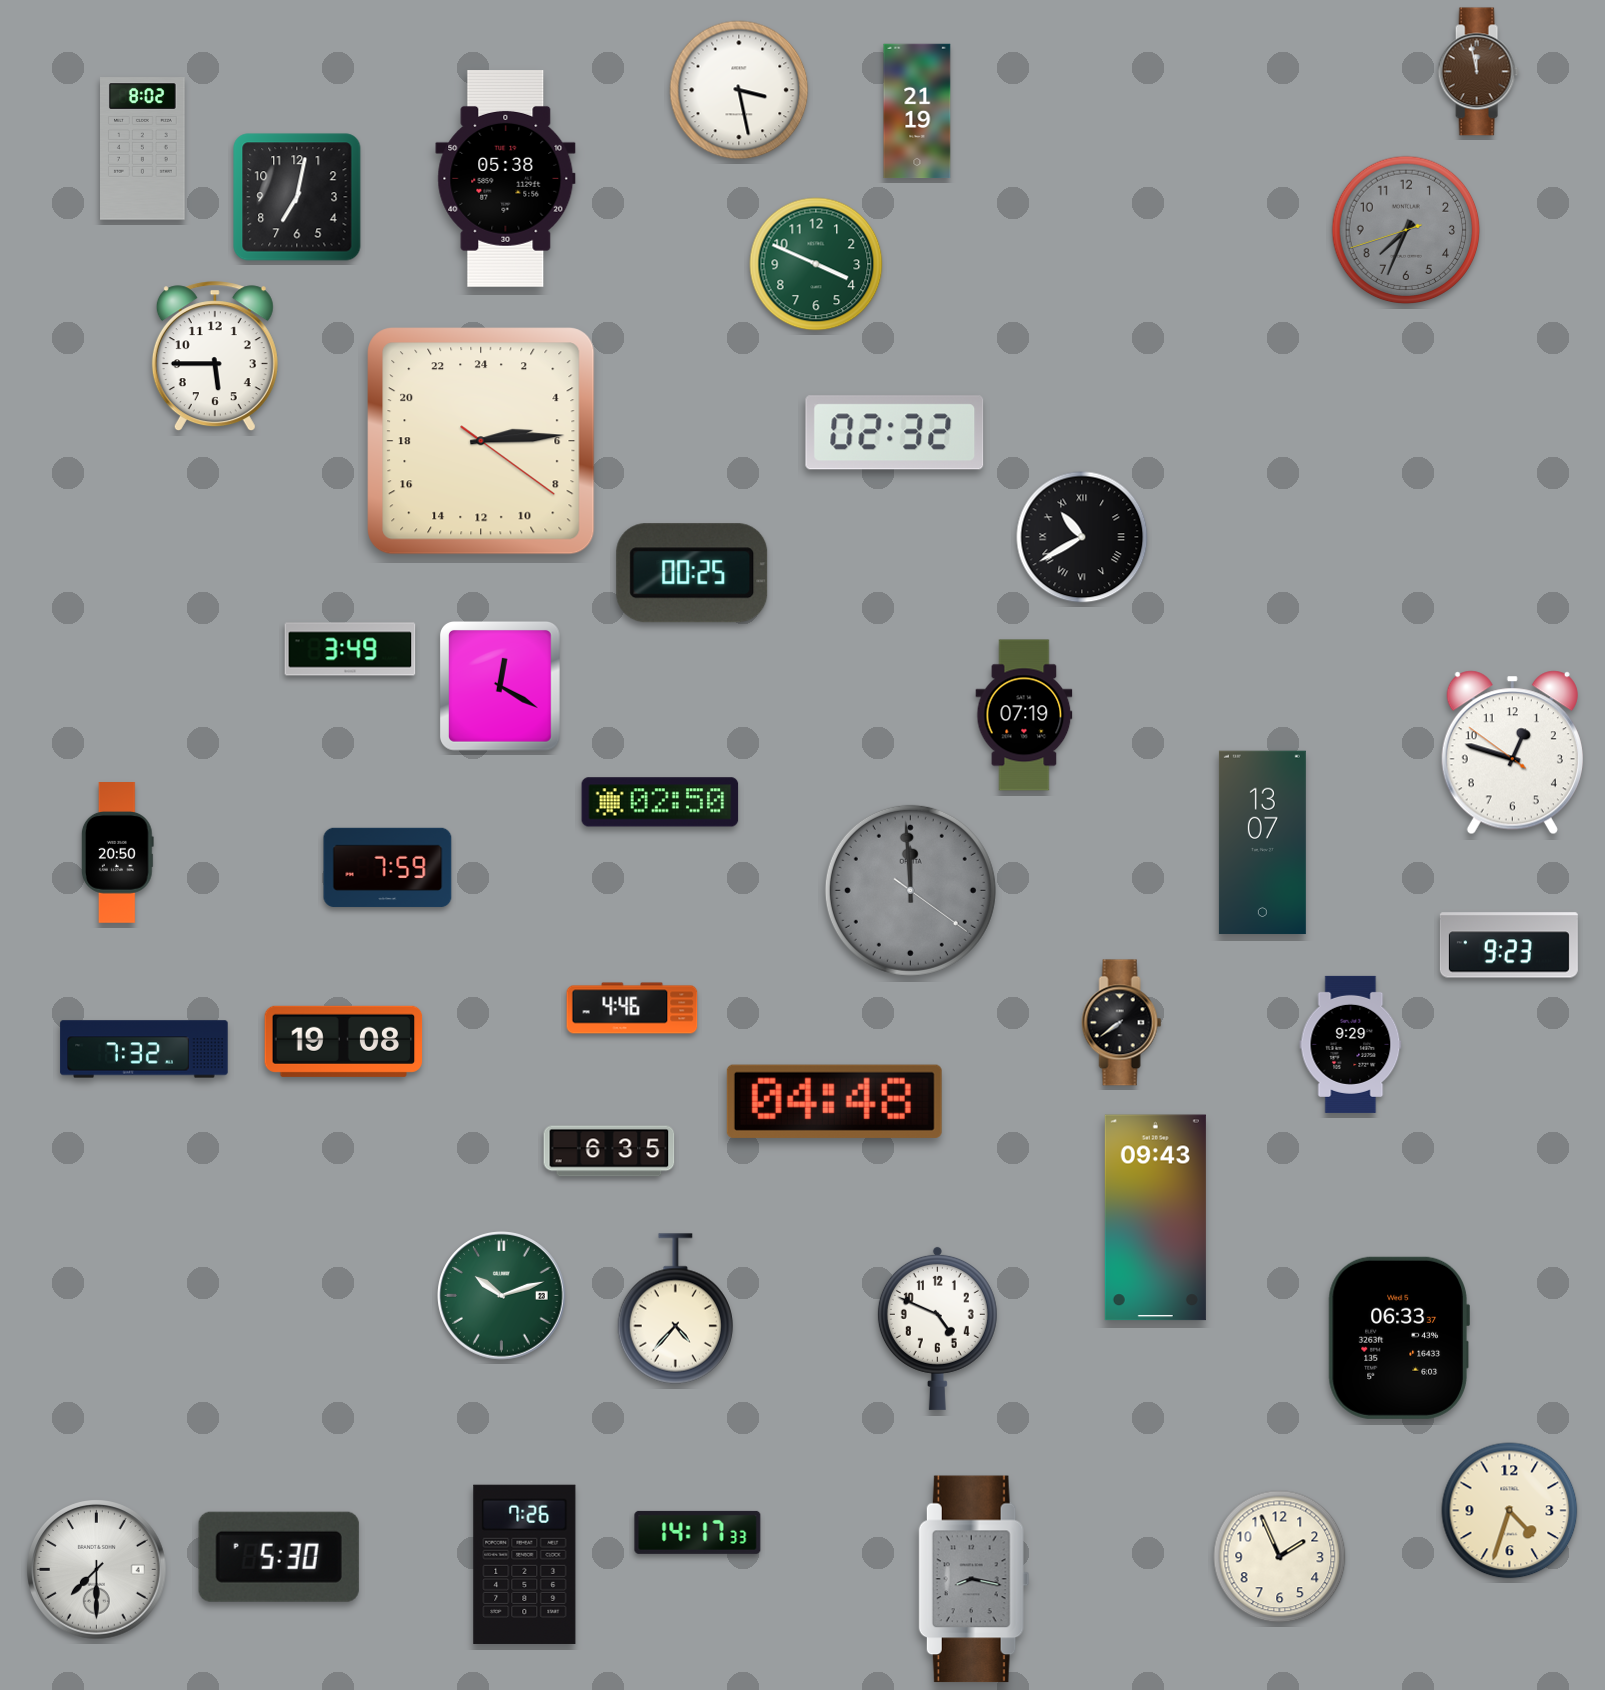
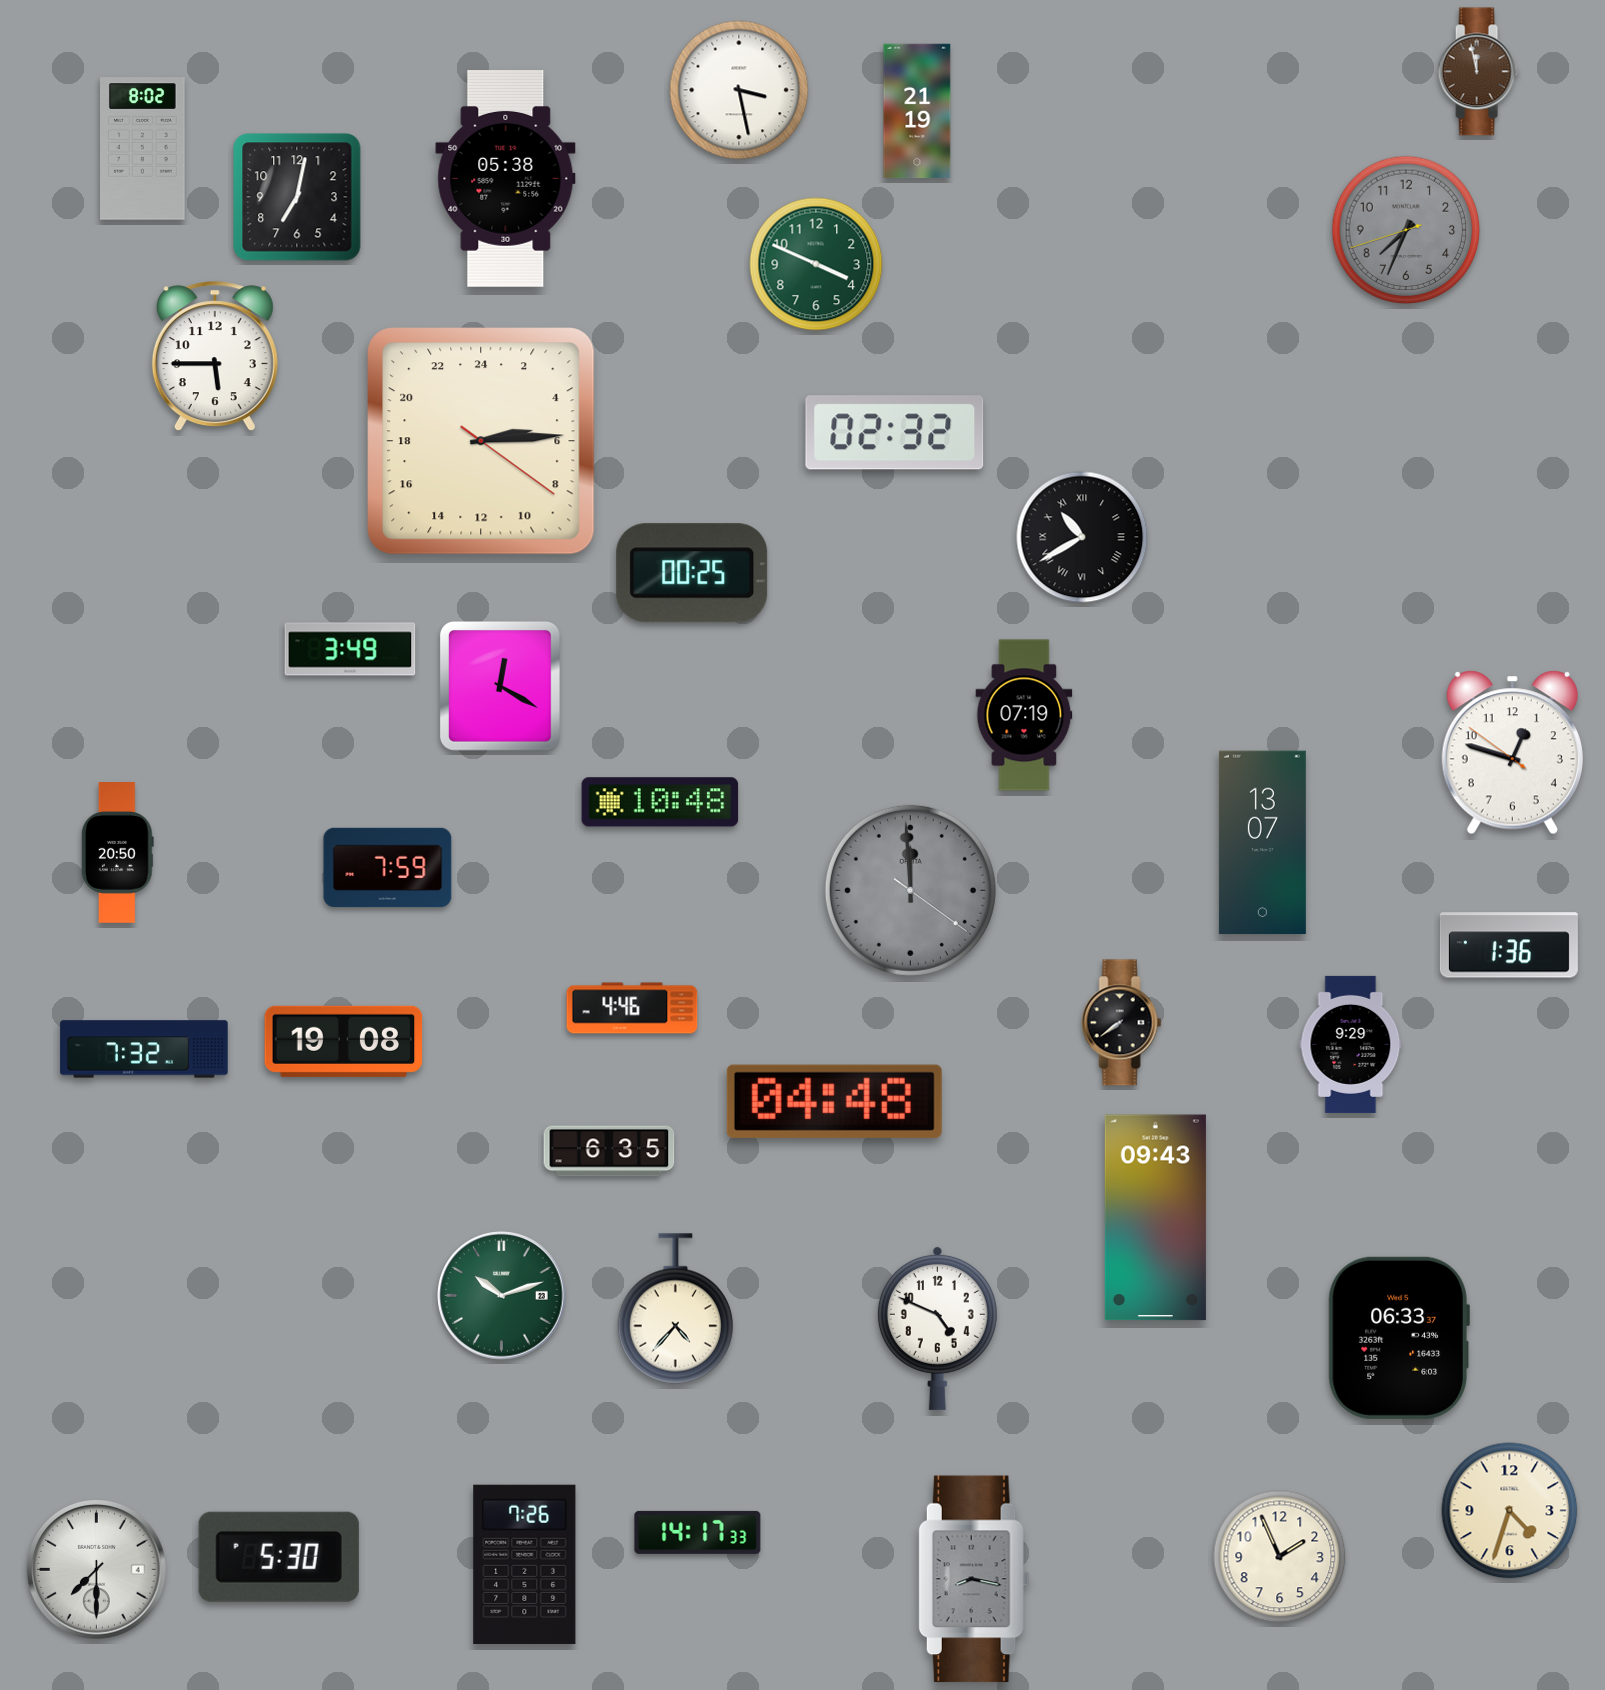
clock at (660, 802): 02:50 -> 10:48
clock at (1509, 945): 9:23 -> 1:36
